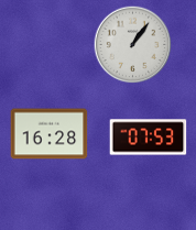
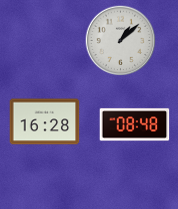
clock at (133, 45): 1:06 -> 1:08
clock at (149, 138): 07:53 -> 08:48
